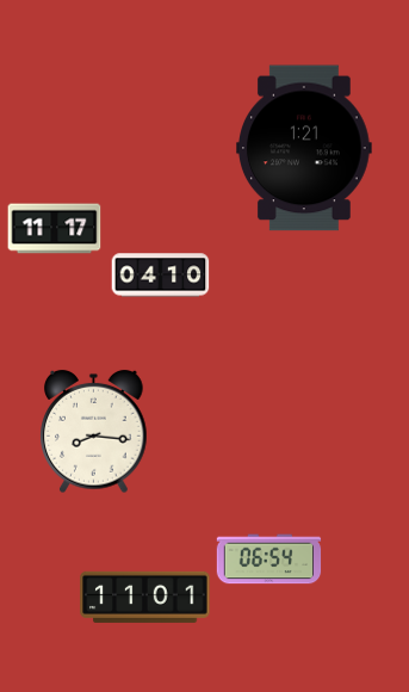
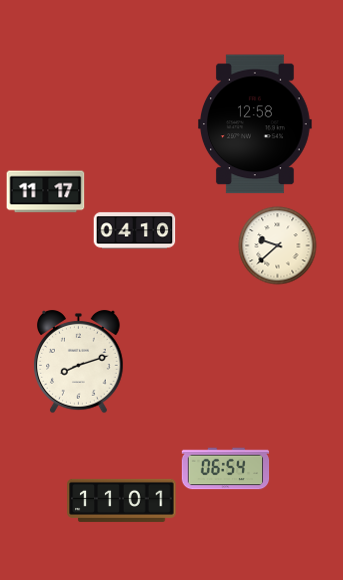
clock at (305, 148): 1:21 -> 12:58
clock at (277, 245): none -> 9:38
clock at (94, 431): 8:16 -> 8:12
